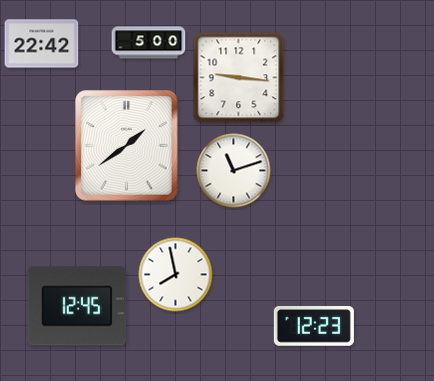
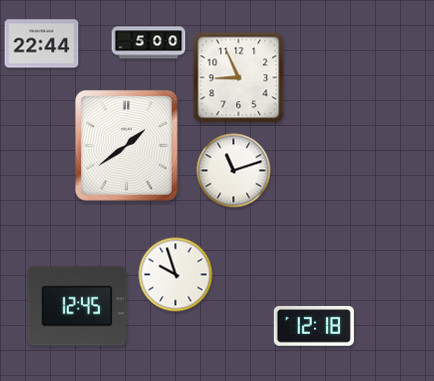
clock at (42, 44): 22:42 -> 22:44
clock at (239, 78): 9:16 -> 8:56
clock at (176, 275): 7:58 -> 9:57
clock at (314, 327): 12:23 -> 12:18
